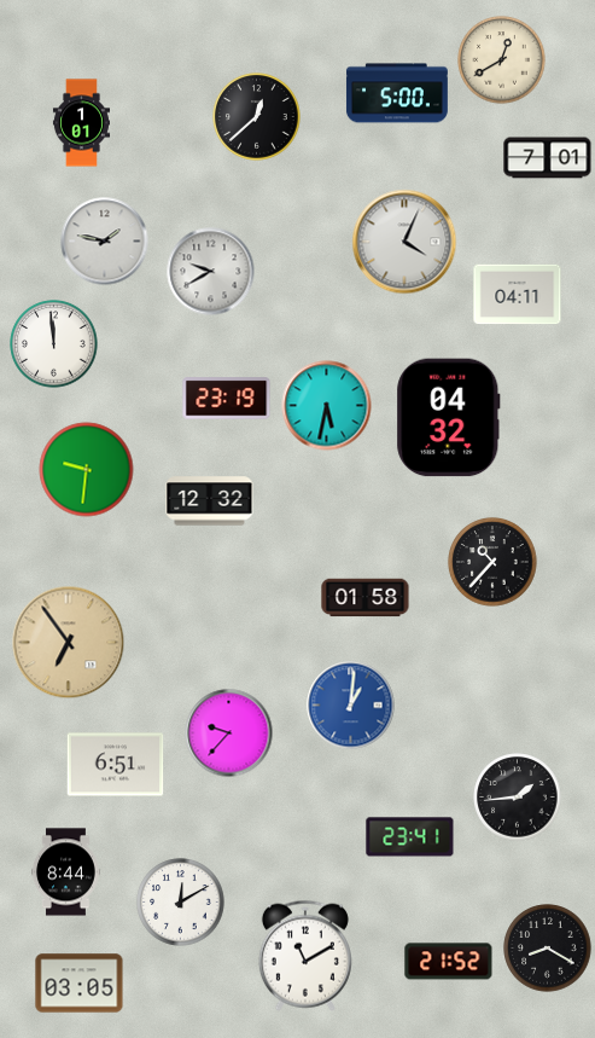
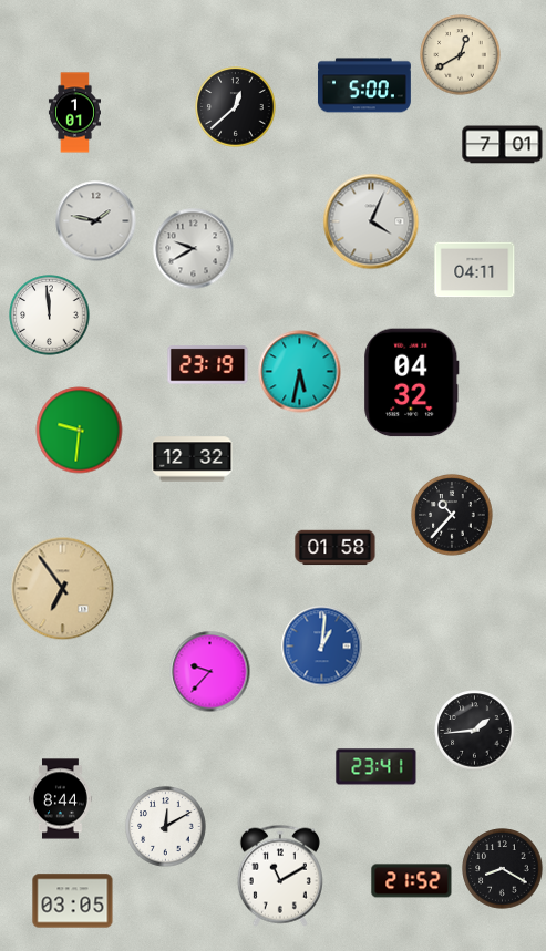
clock at (116, 765): 6:51 -> none
